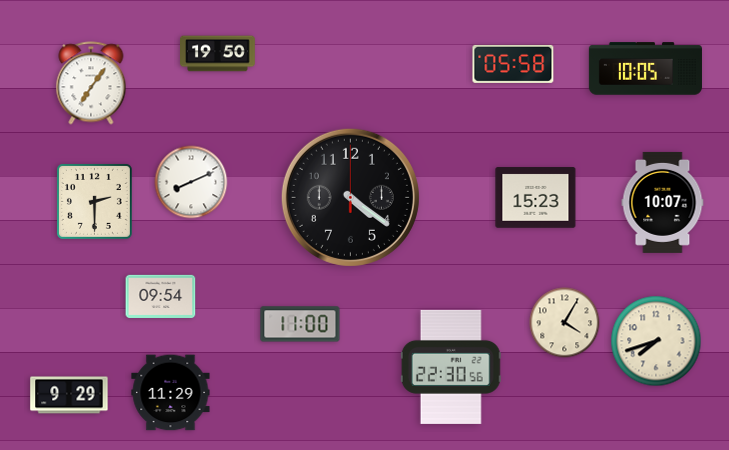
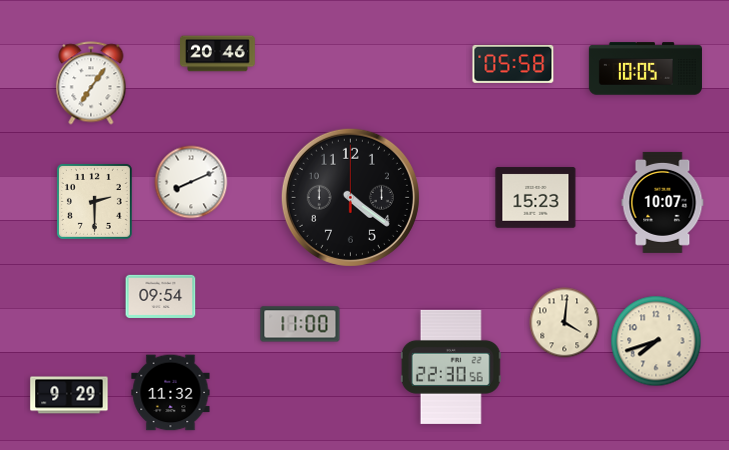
clock at (218, 54): 19:50 -> 20:46
clock at (565, 323): 4:05 -> 4:01
clock at (171, 393): 11:29 -> 11:32
